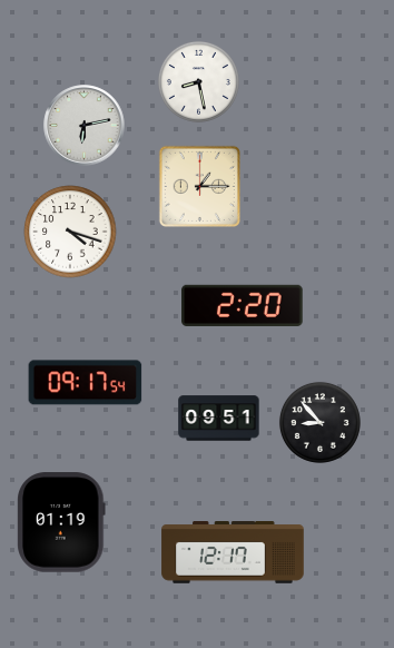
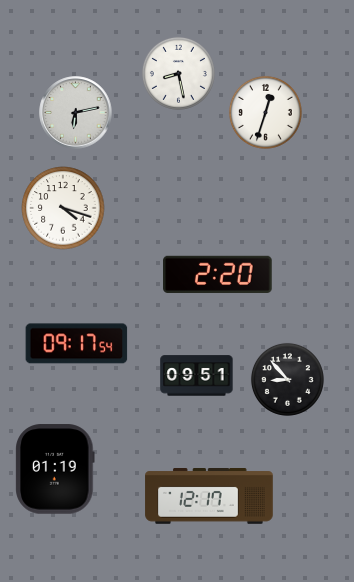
clock at (265, 112): none -> 12:33
clock at (199, 186): 1:15 -> none
